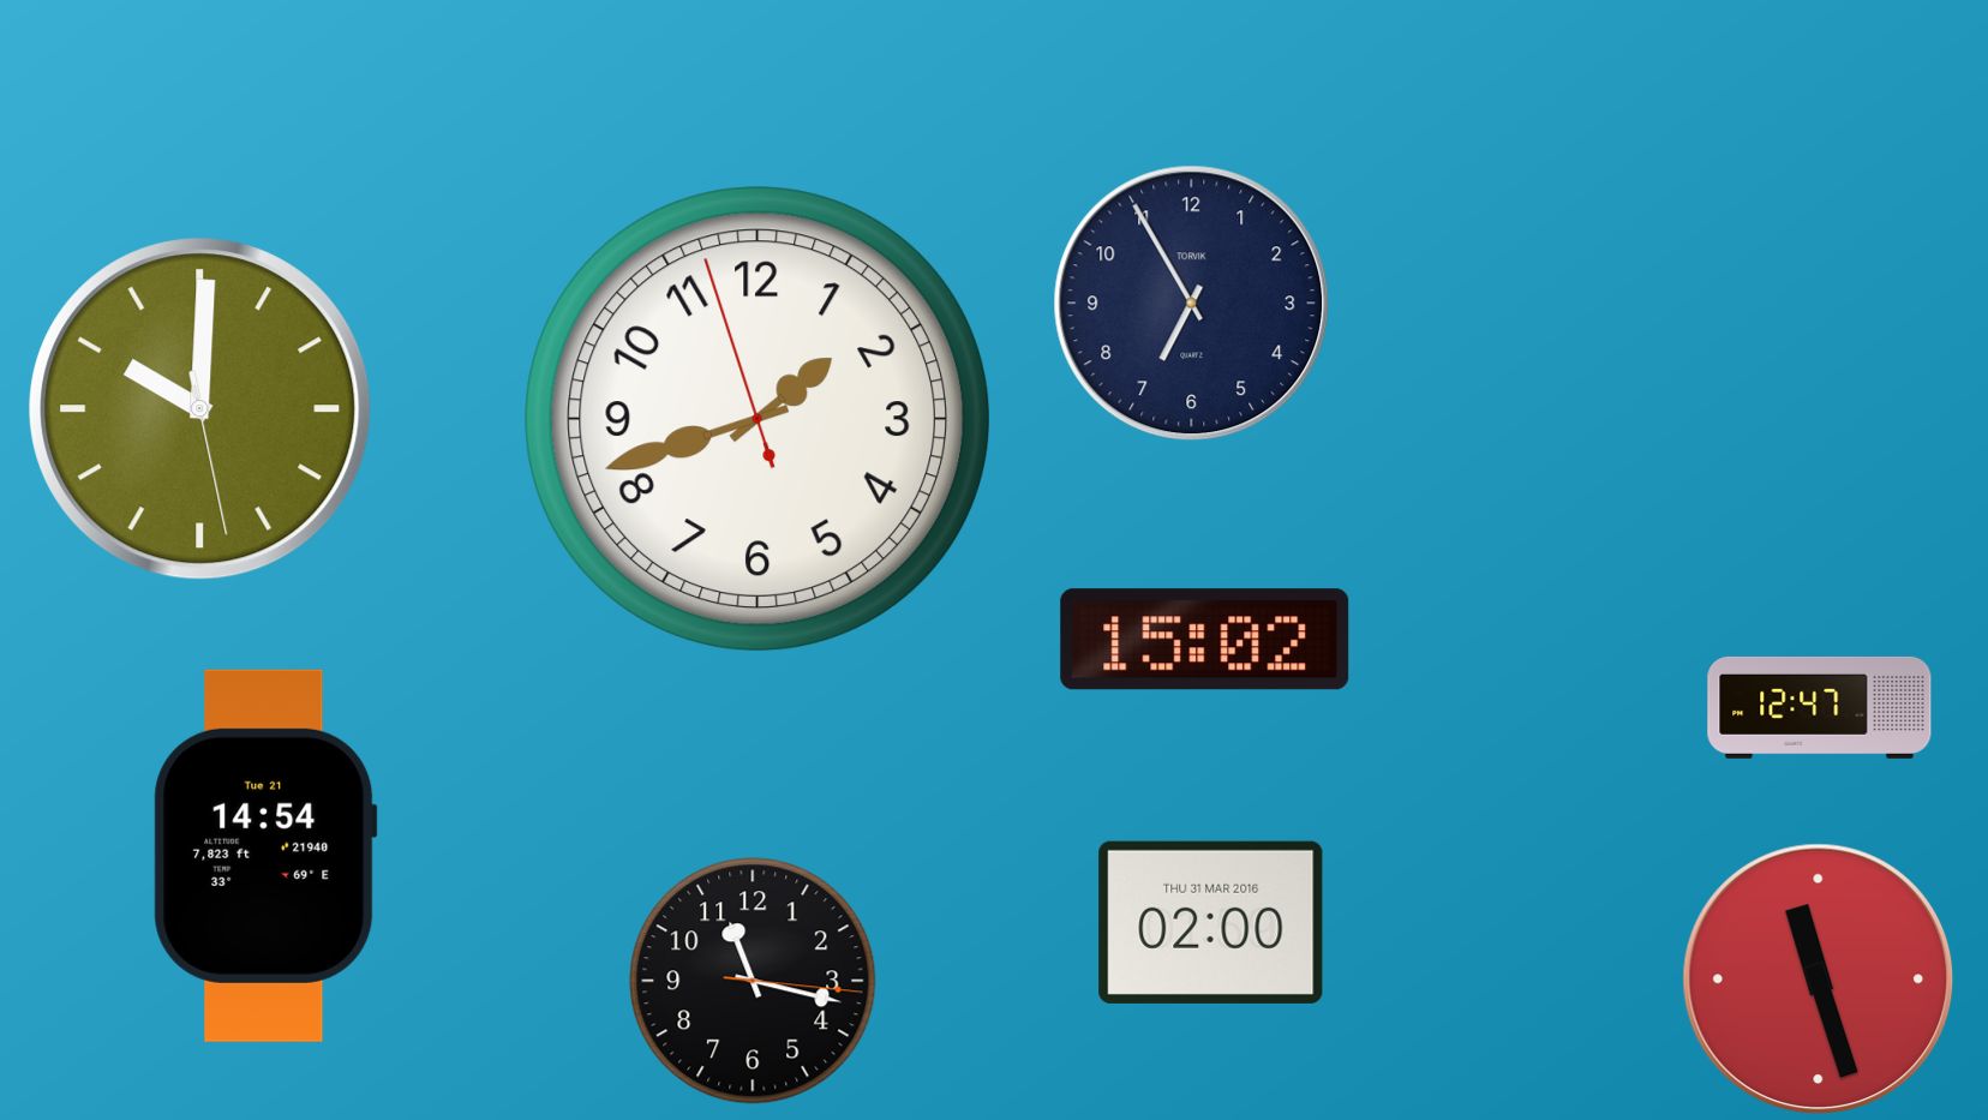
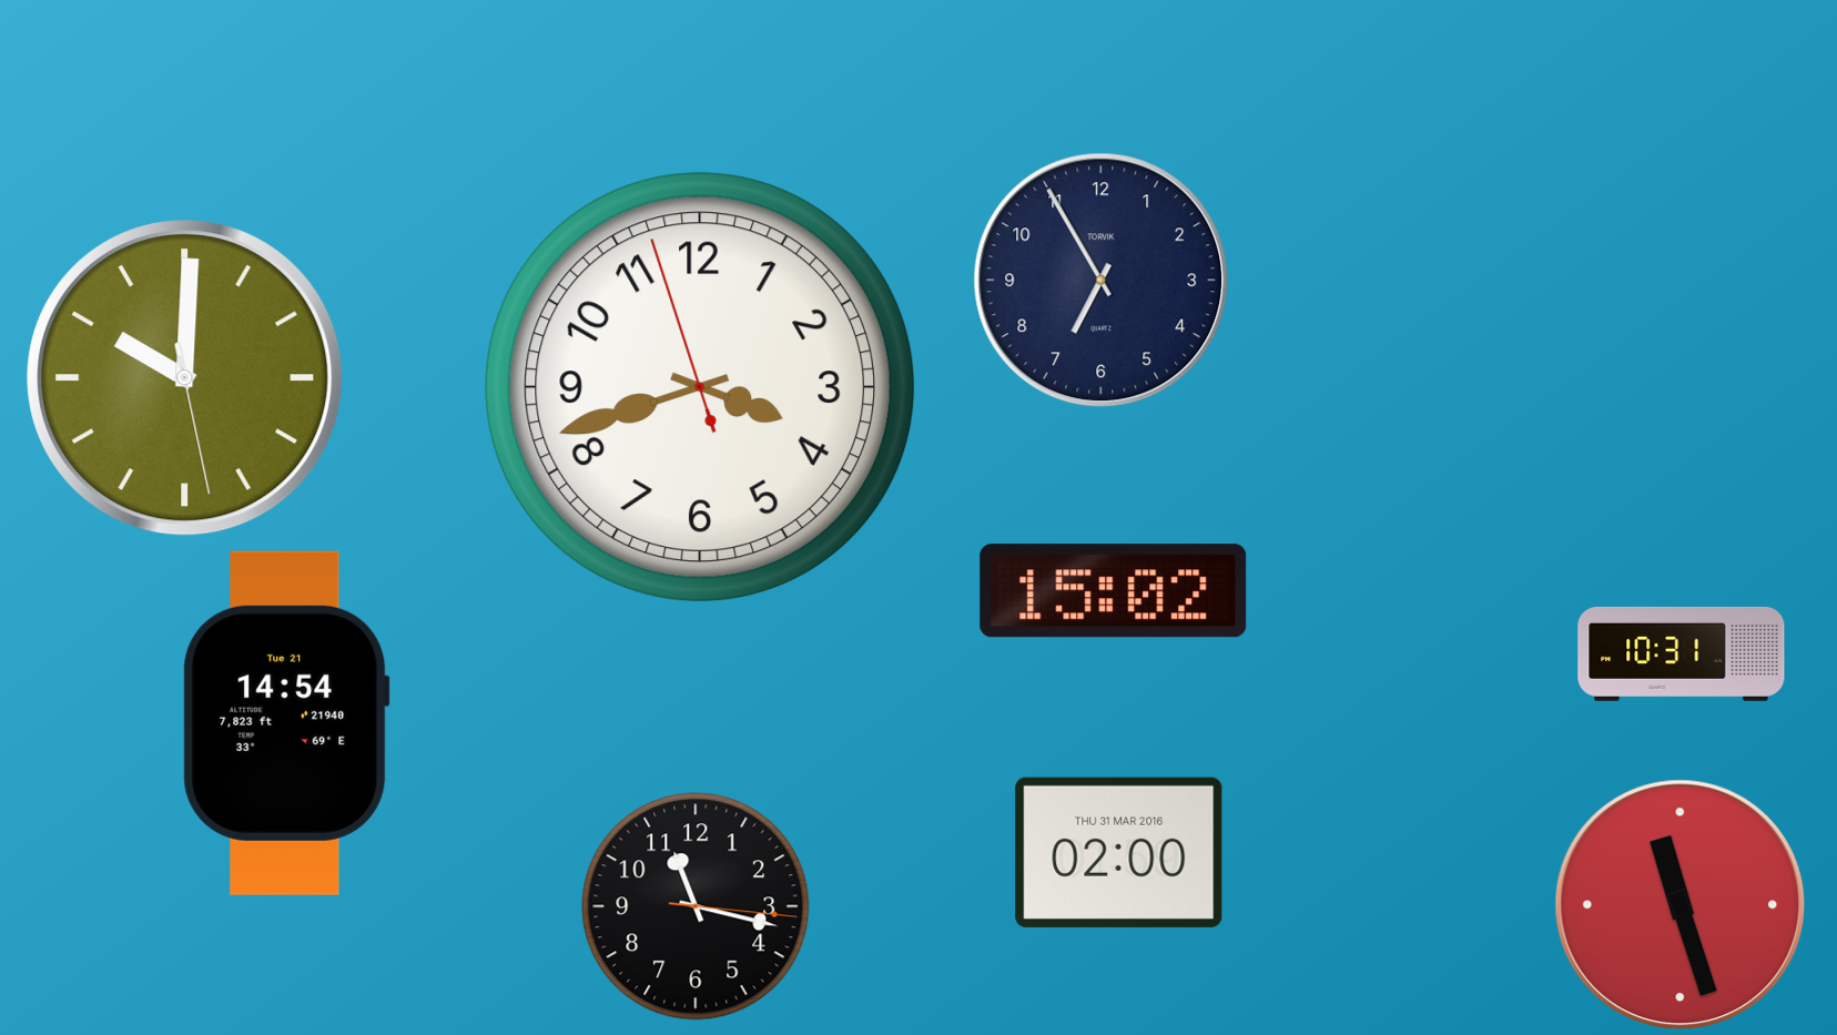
clock at (758, 419): 1:41 -> 3:41
clock at (1820, 707): 12:47 -> 10:31
clock at (265, 856) position: (265, 856) -> (286, 723)
